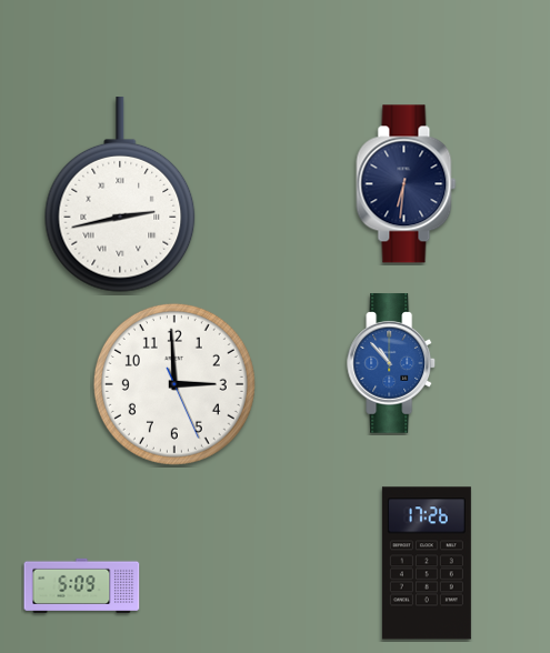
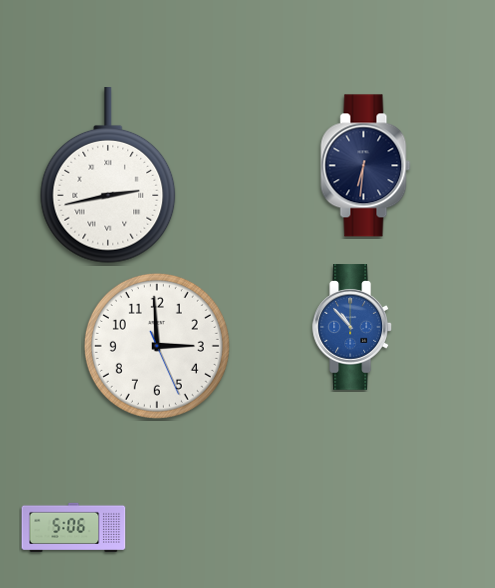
clock at (427, 563): 17:26 -> none
clock at (82, 585): 5:09 -> 5:06
